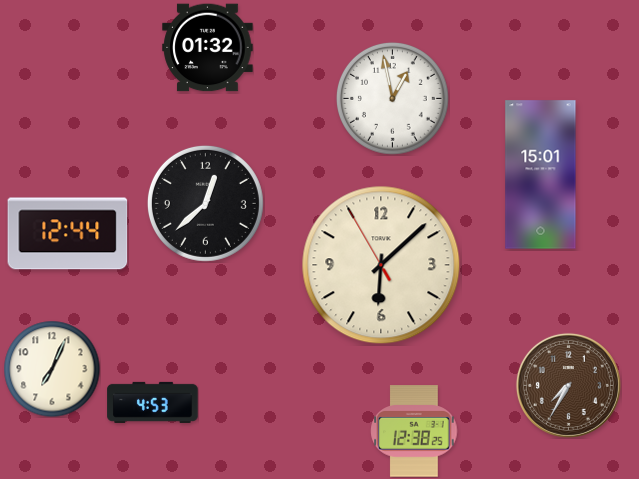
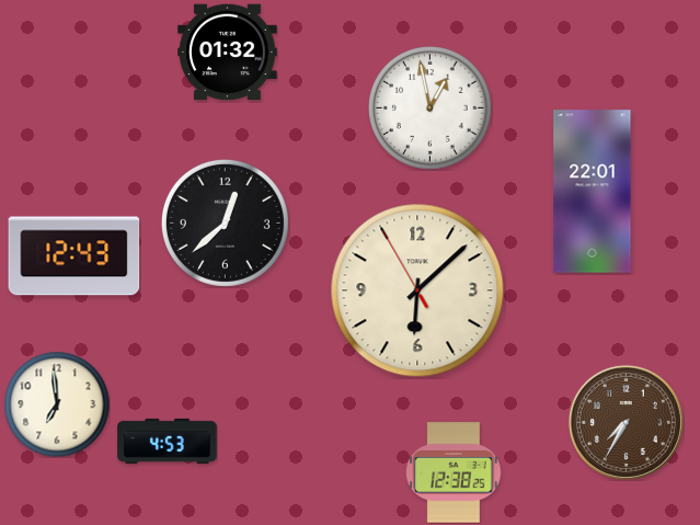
clock at (541, 175): 15:01 -> 22:01
clock at (68, 234): 12:44 -> 12:43
clock at (52, 369): 7:04 -> 6:59
clock at (568, 385) position: (568, 385) -> (626, 422)
